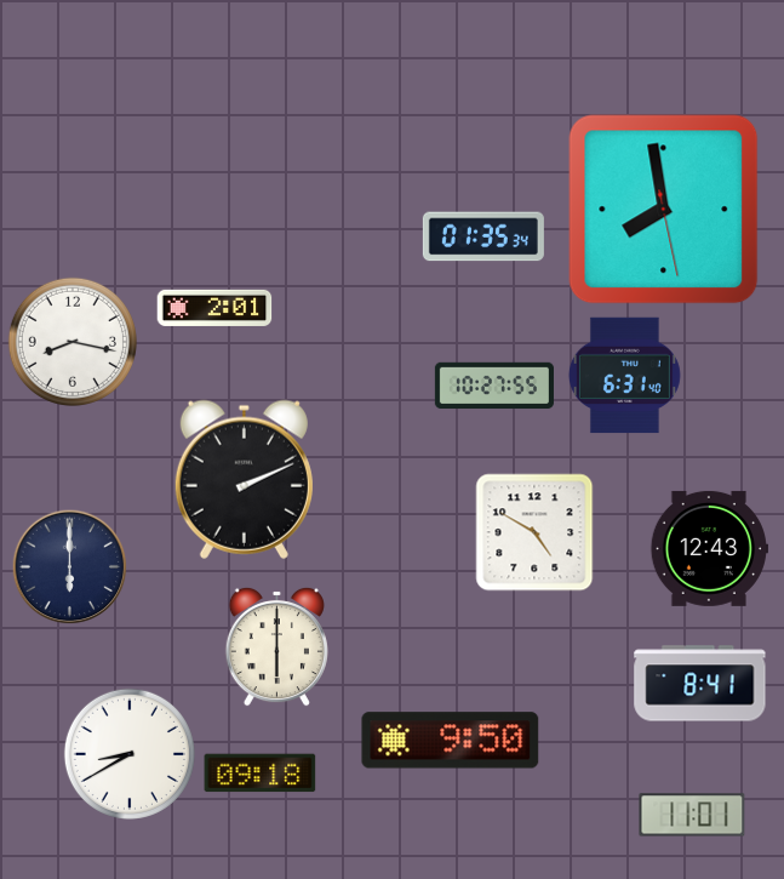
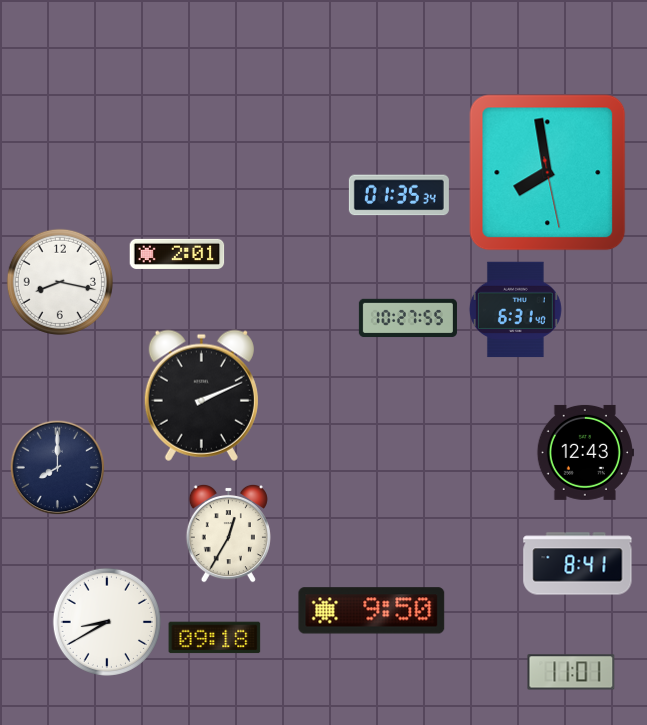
clock at (534, 532): 4:50 -> none
clock at (70, 567): 6:00 -> 8:00
clock at (276, 646): 6:00 -> 12:35
